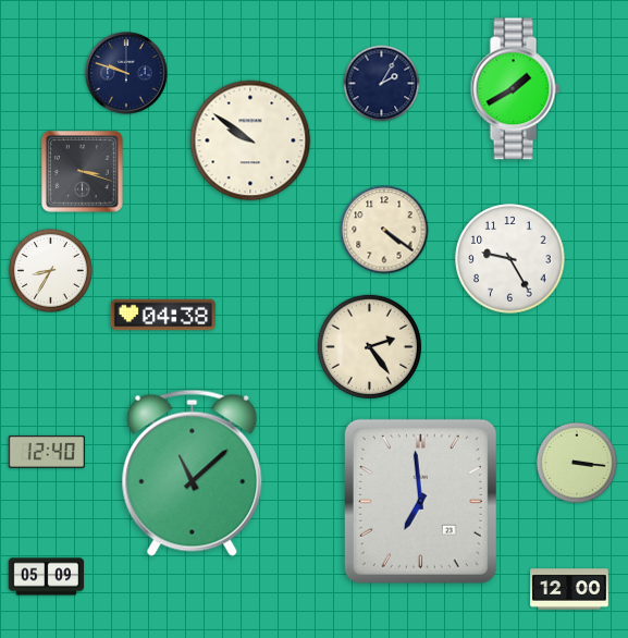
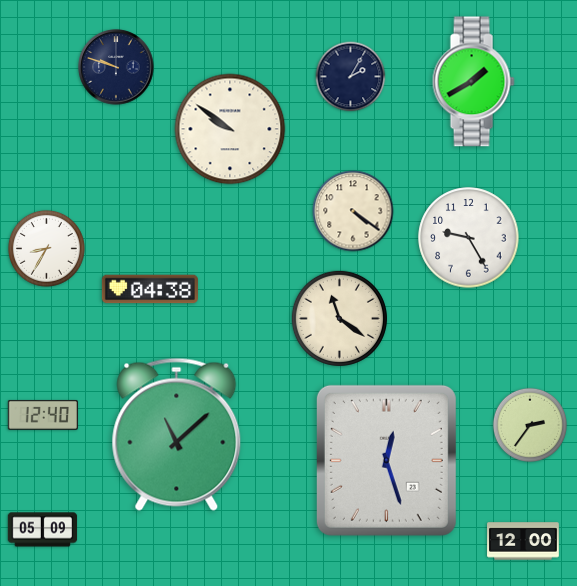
clock at (82, 171): 3:18 -> none
clock at (369, 346): 2:24 -> 11:21
clock at (577, 463): 3:16 -> 2:36
clock at (420, 501): 6:59 -> 12:27
